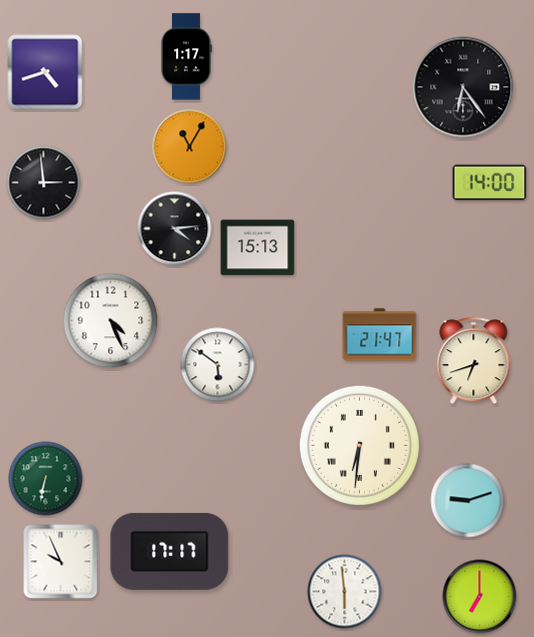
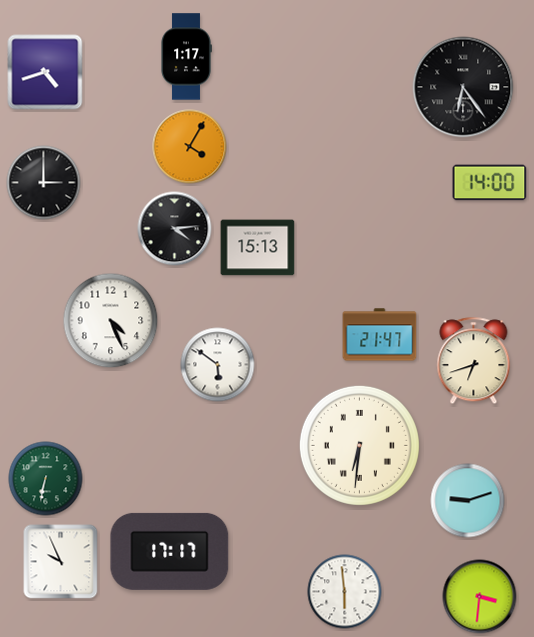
clock at (190, 147): 11:05 -> 4:05
clock at (44, 183): 2:59 -> 3:00
clock at (480, 597): 7:00 -> 3:31
